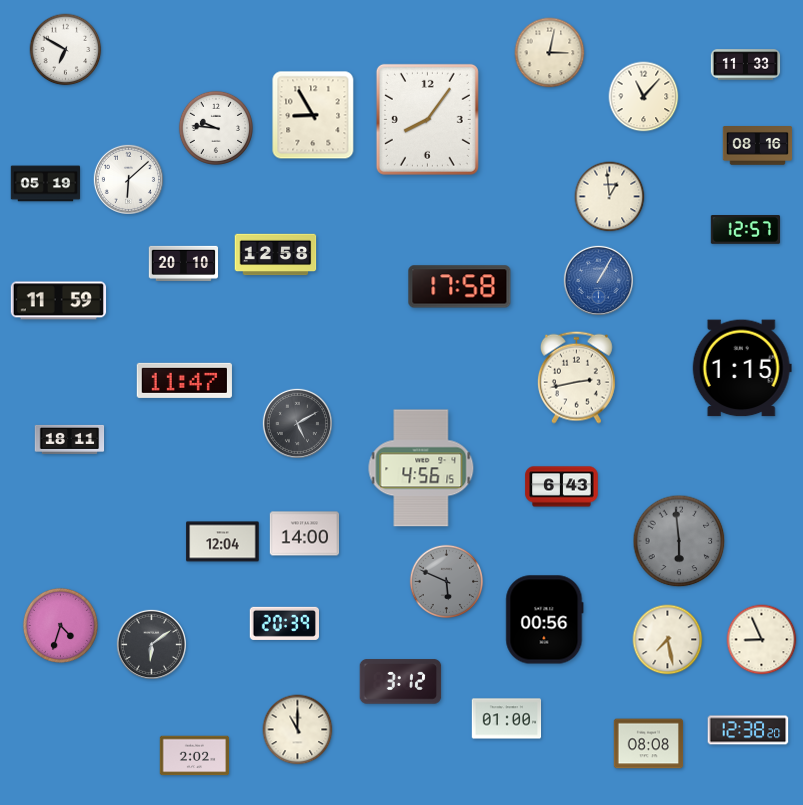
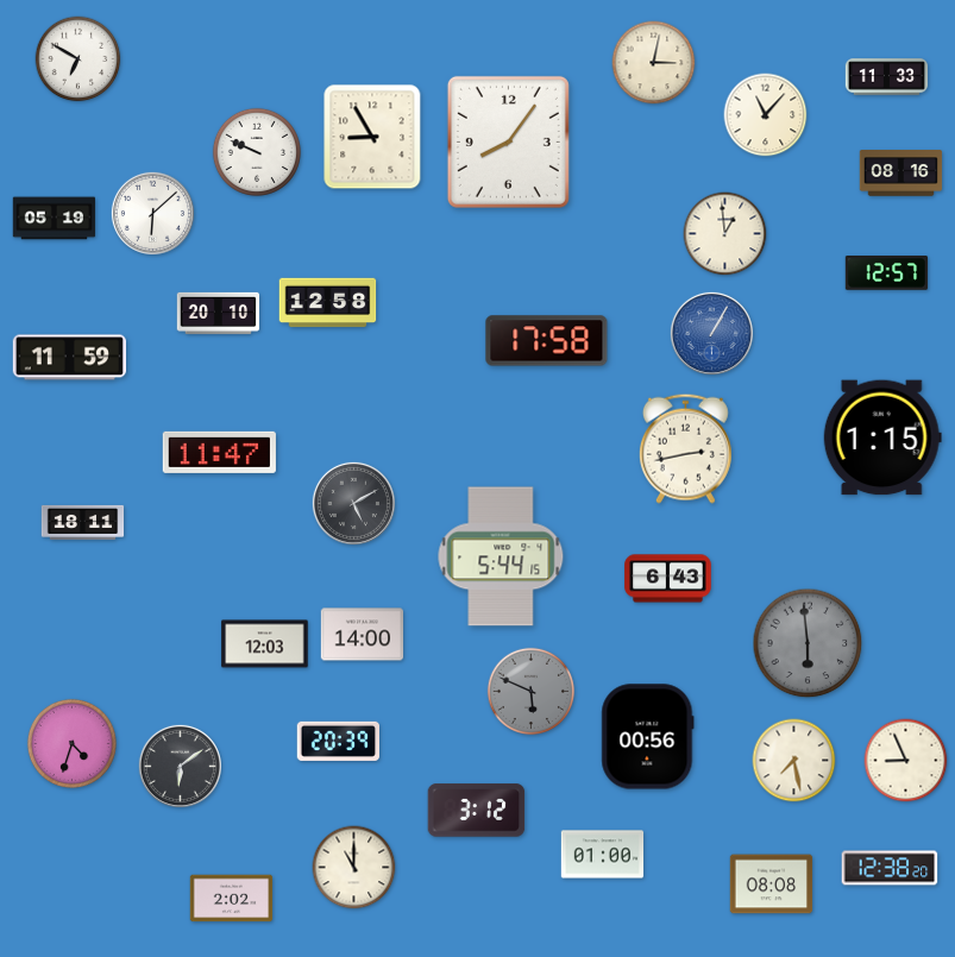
clock at (216, 128): 9:46 -> 9:49
clock at (421, 468): 4:56 -> 5:44
clock at (223, 542): 12:04 -> 12:03
